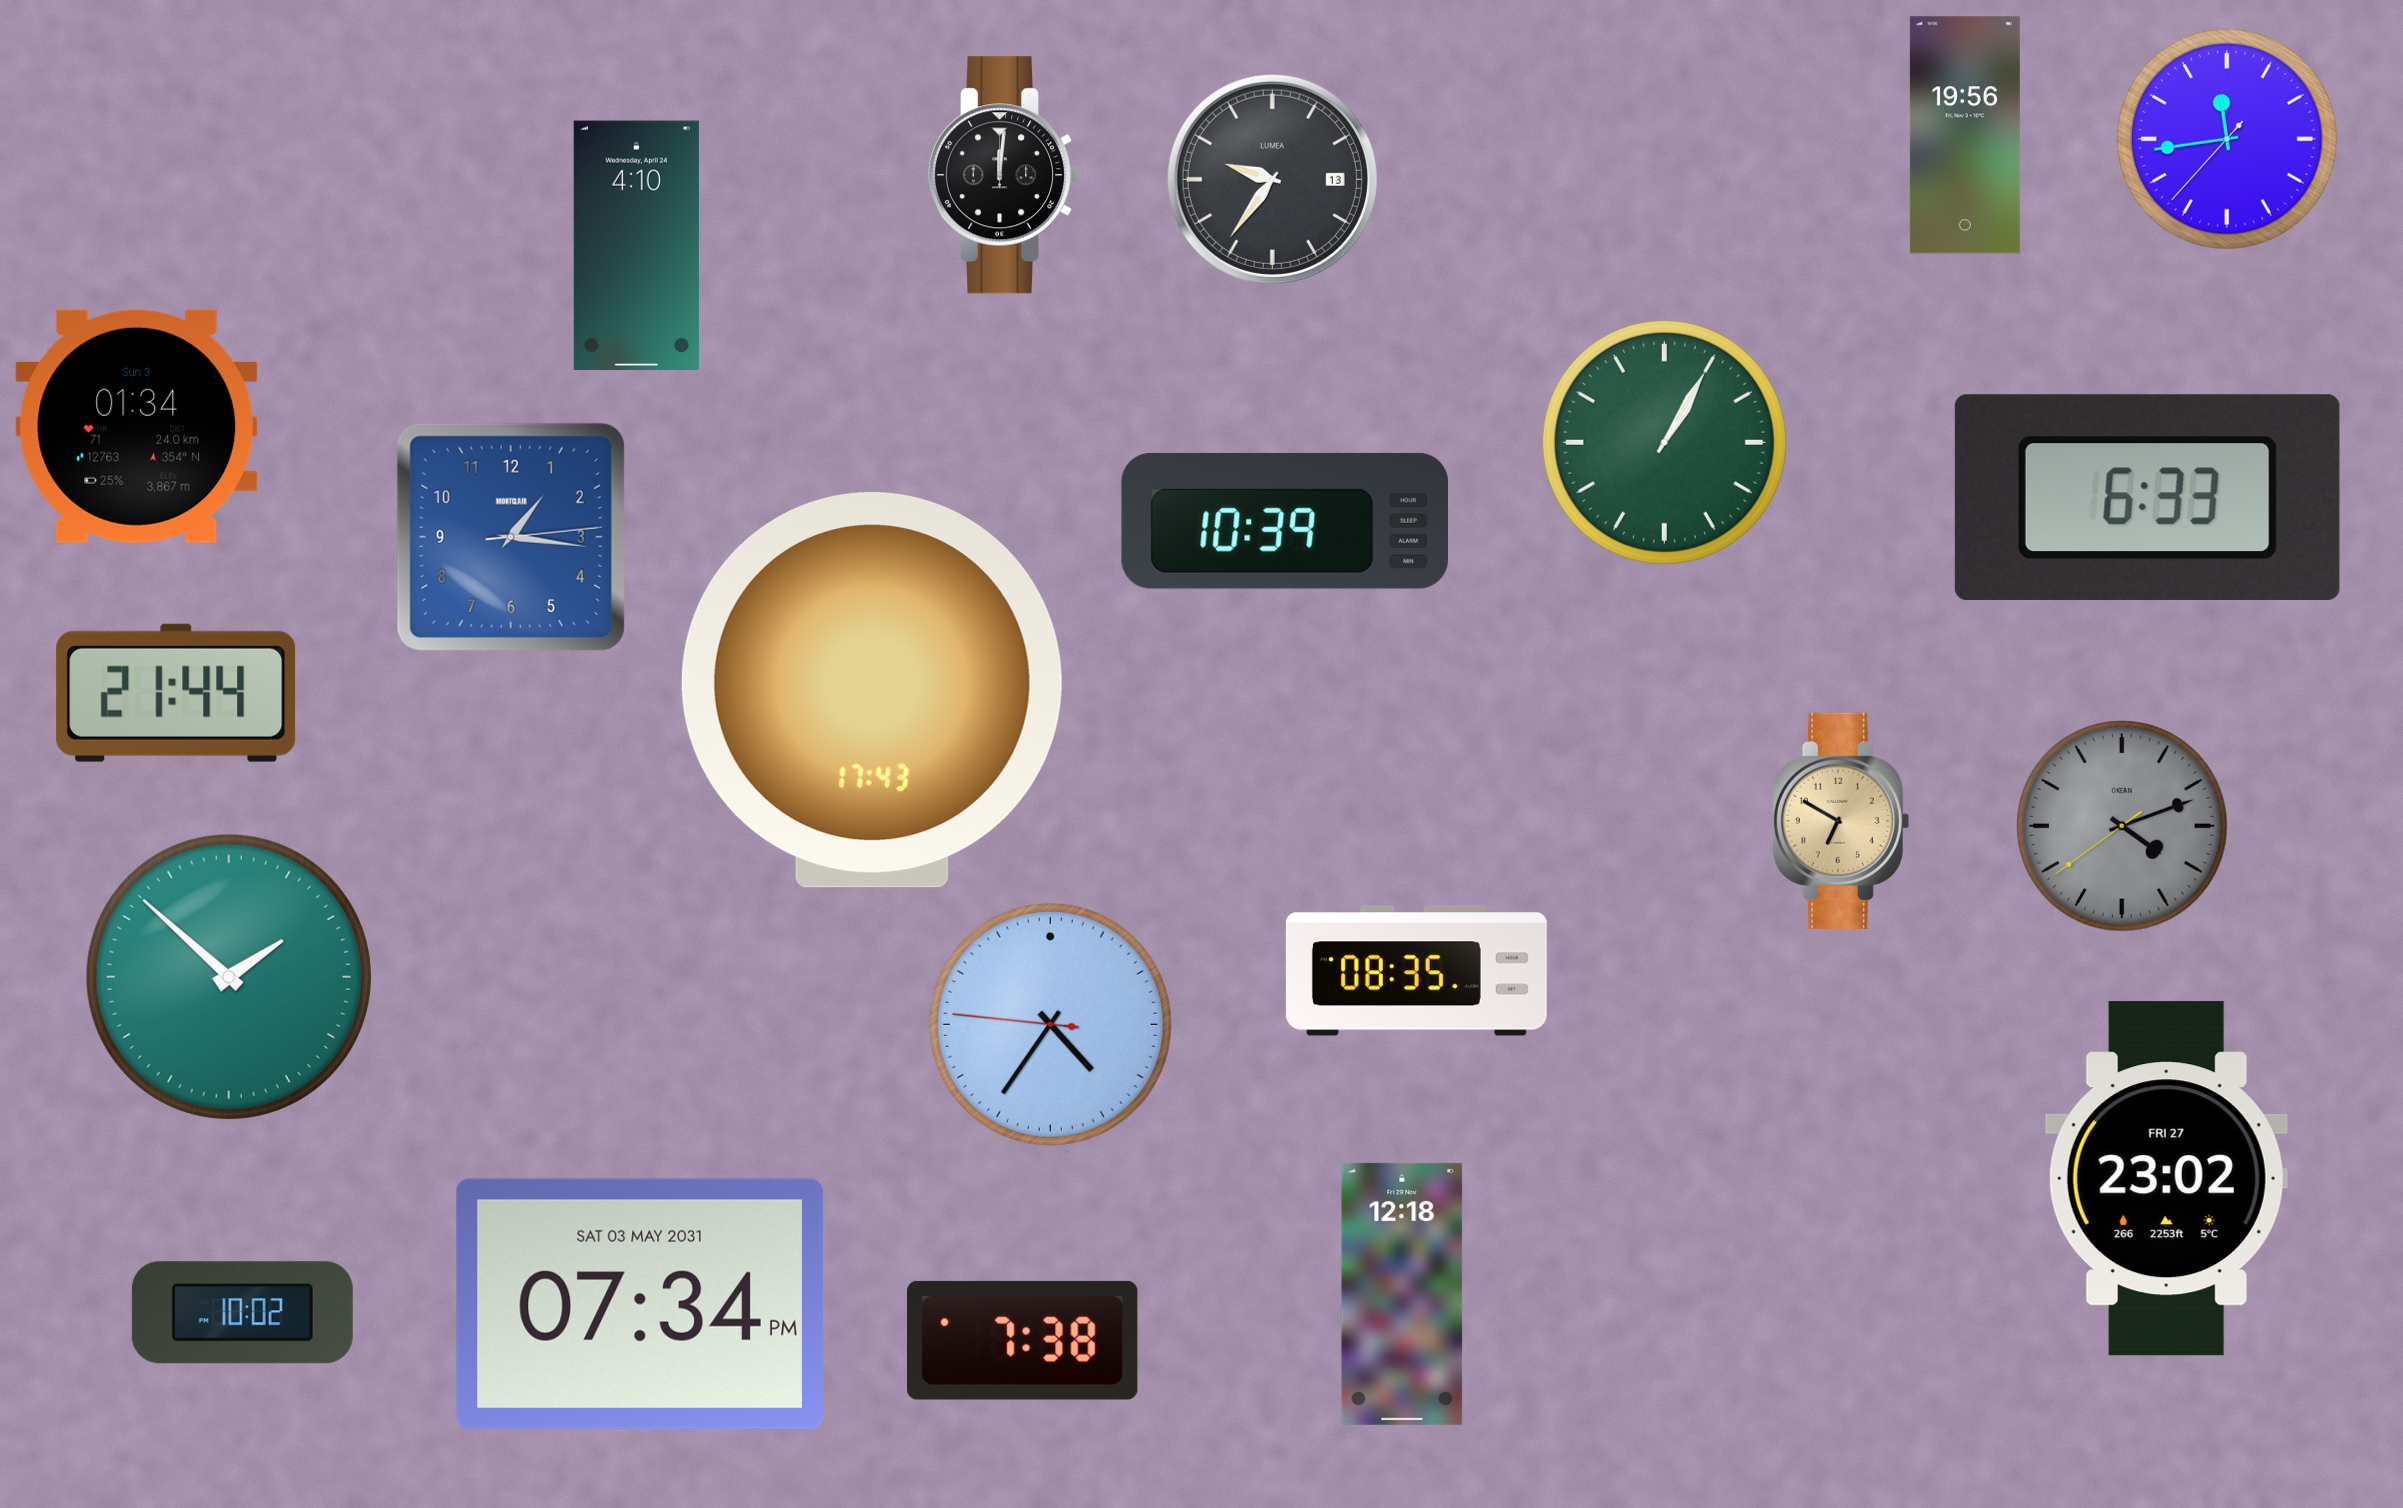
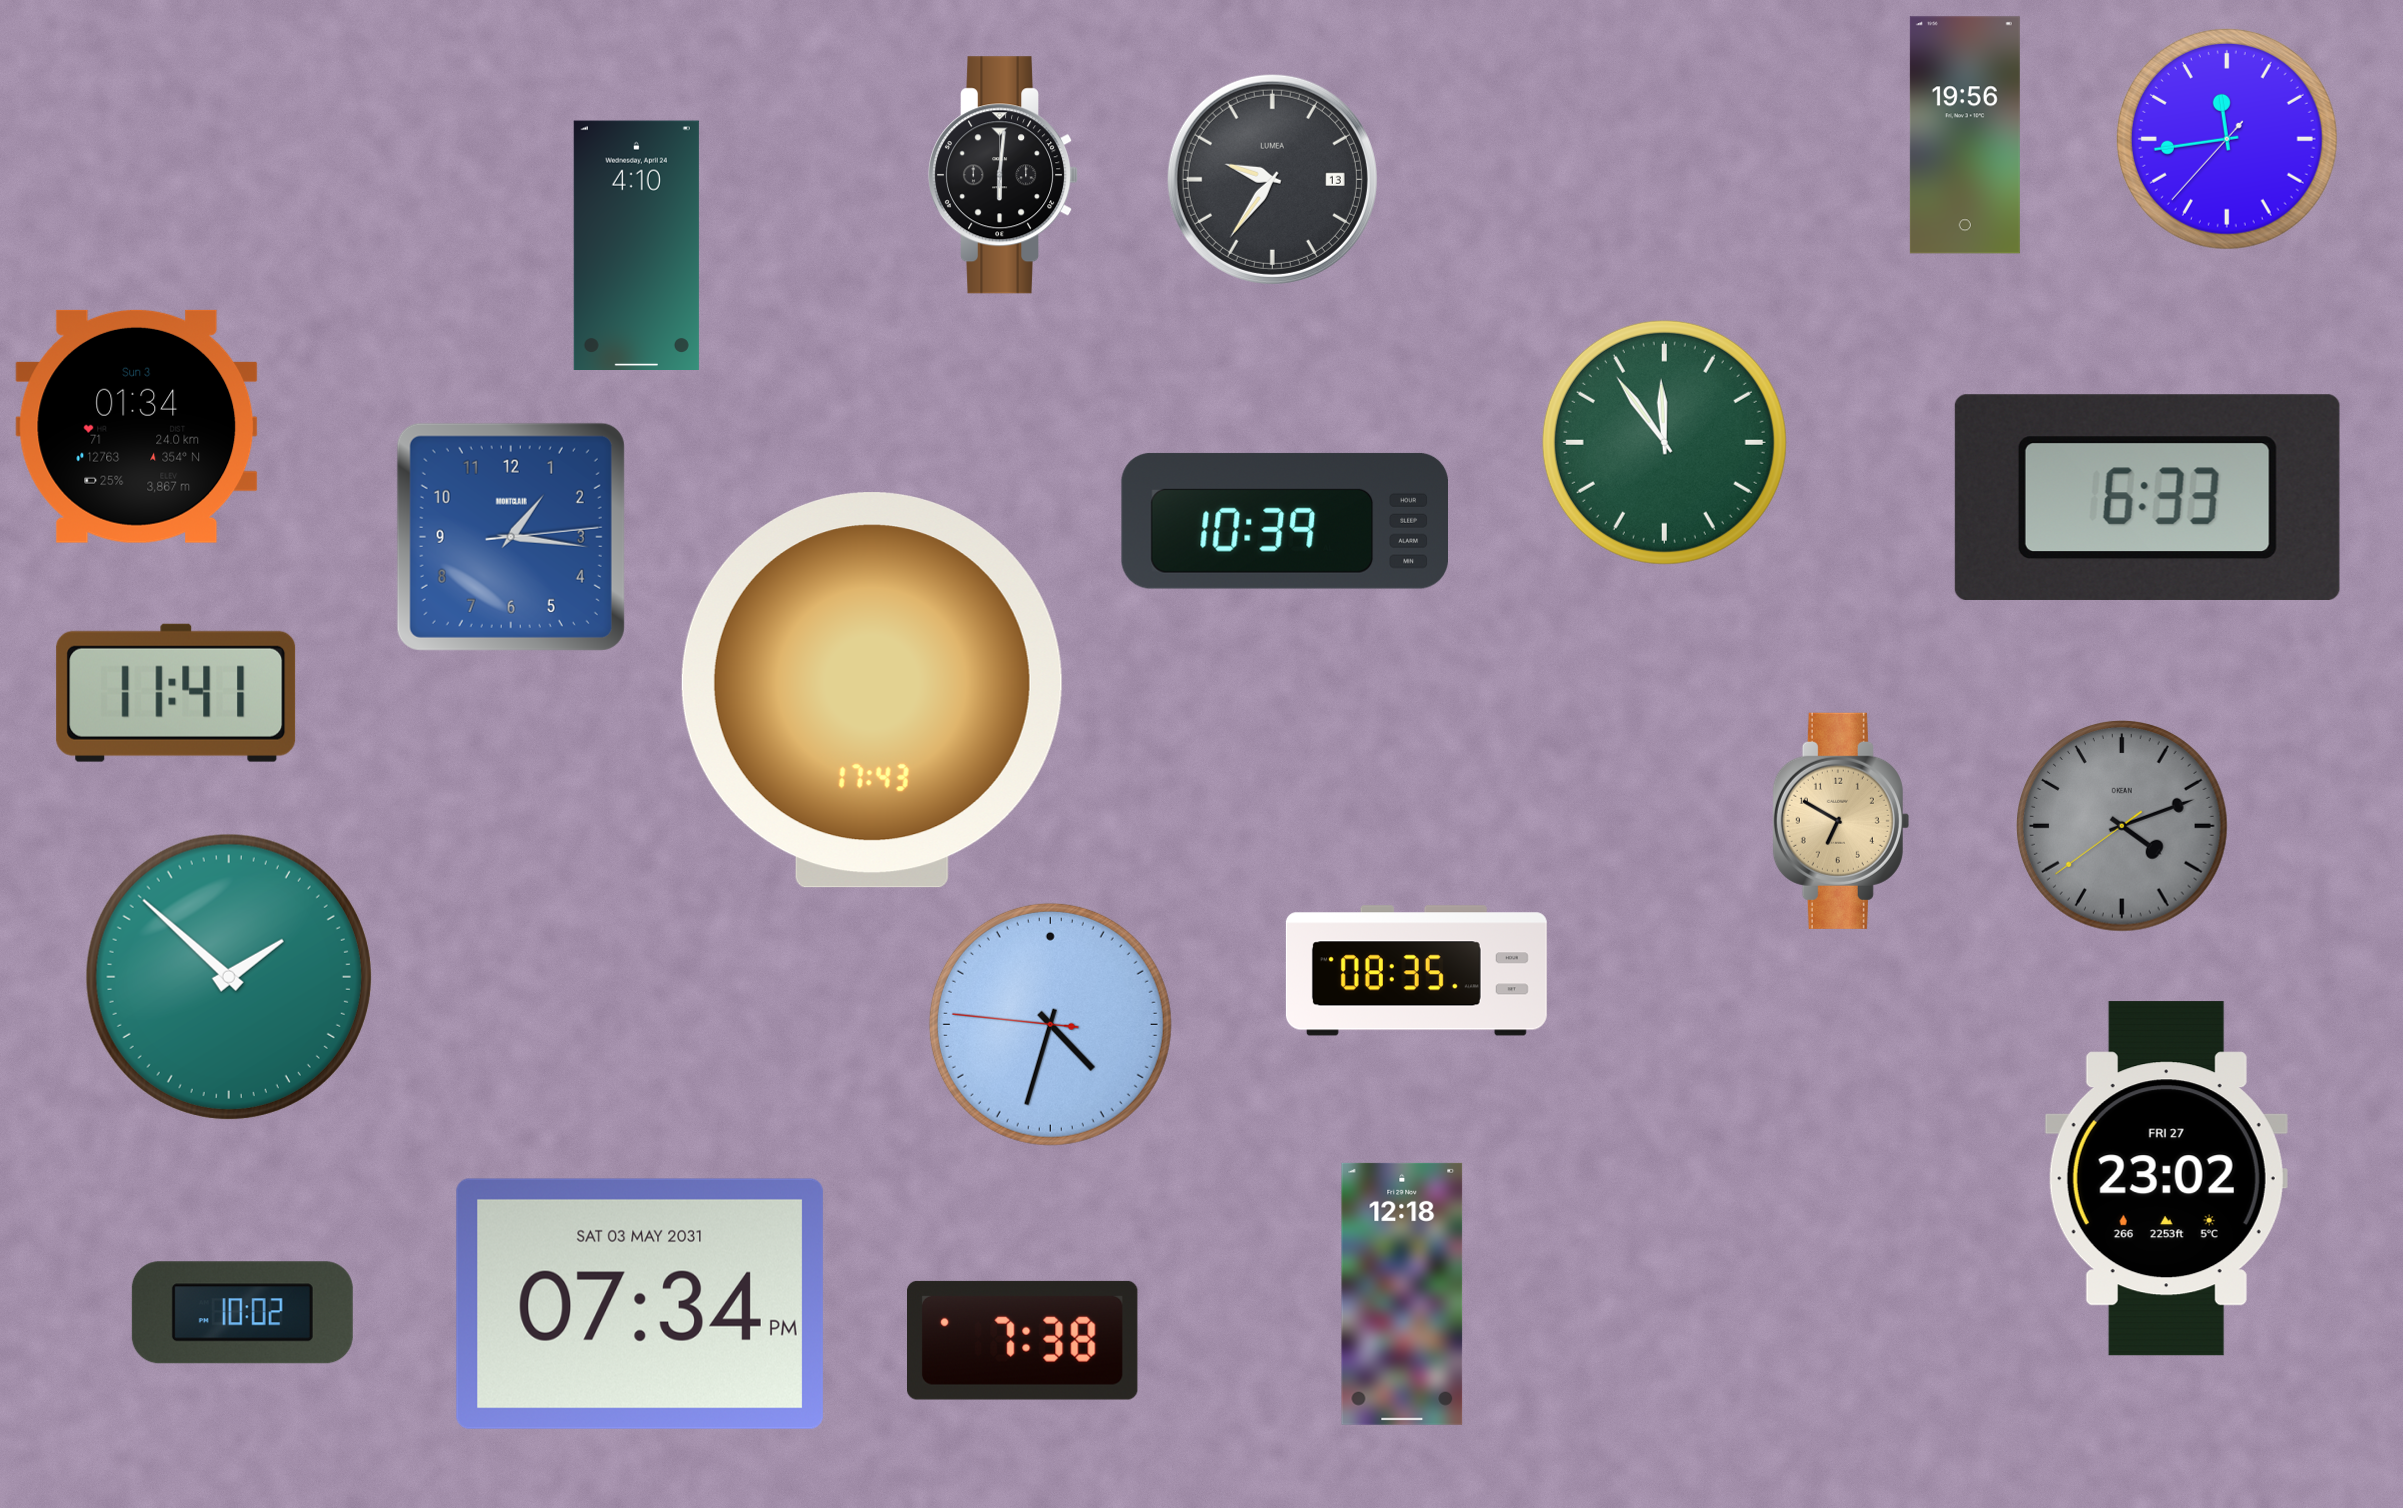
clock at (1004, 175): 12:01 -> 6:01
clock at (1664, 442): 1:05 -> 11:54
clock at (176, 693): 21:44 -> 11:41
clock at (1050, 1024): 4:35 -> 4:32
